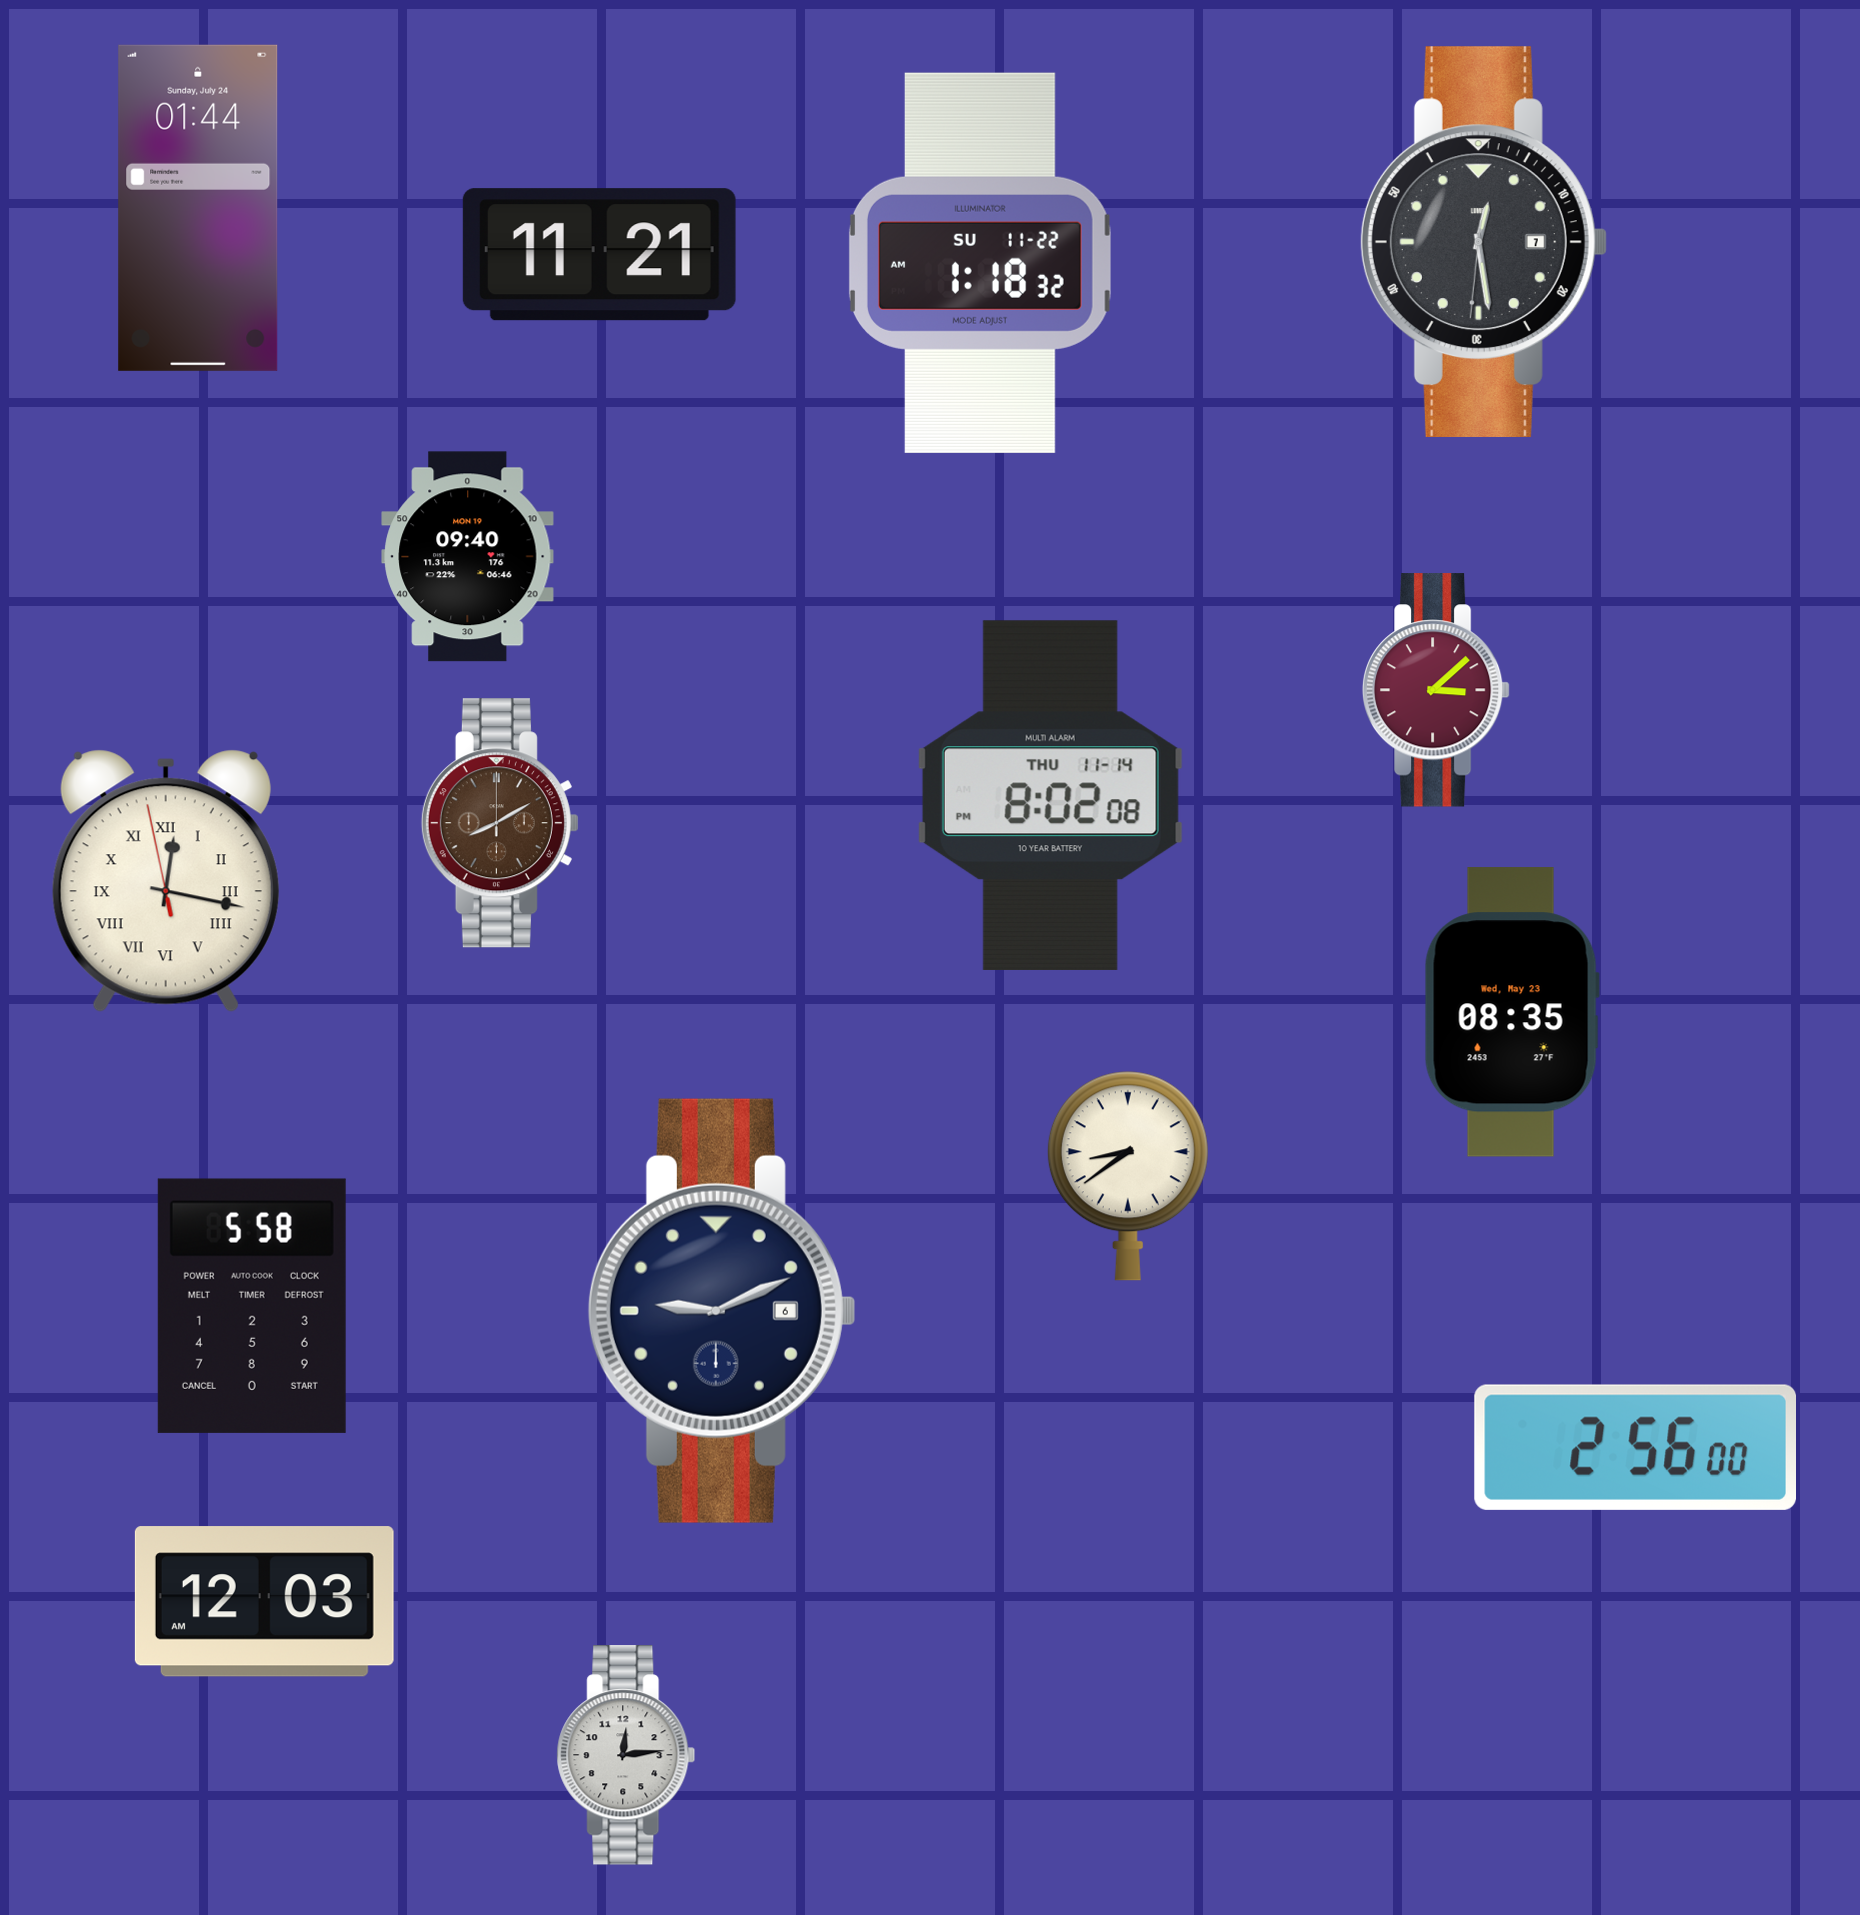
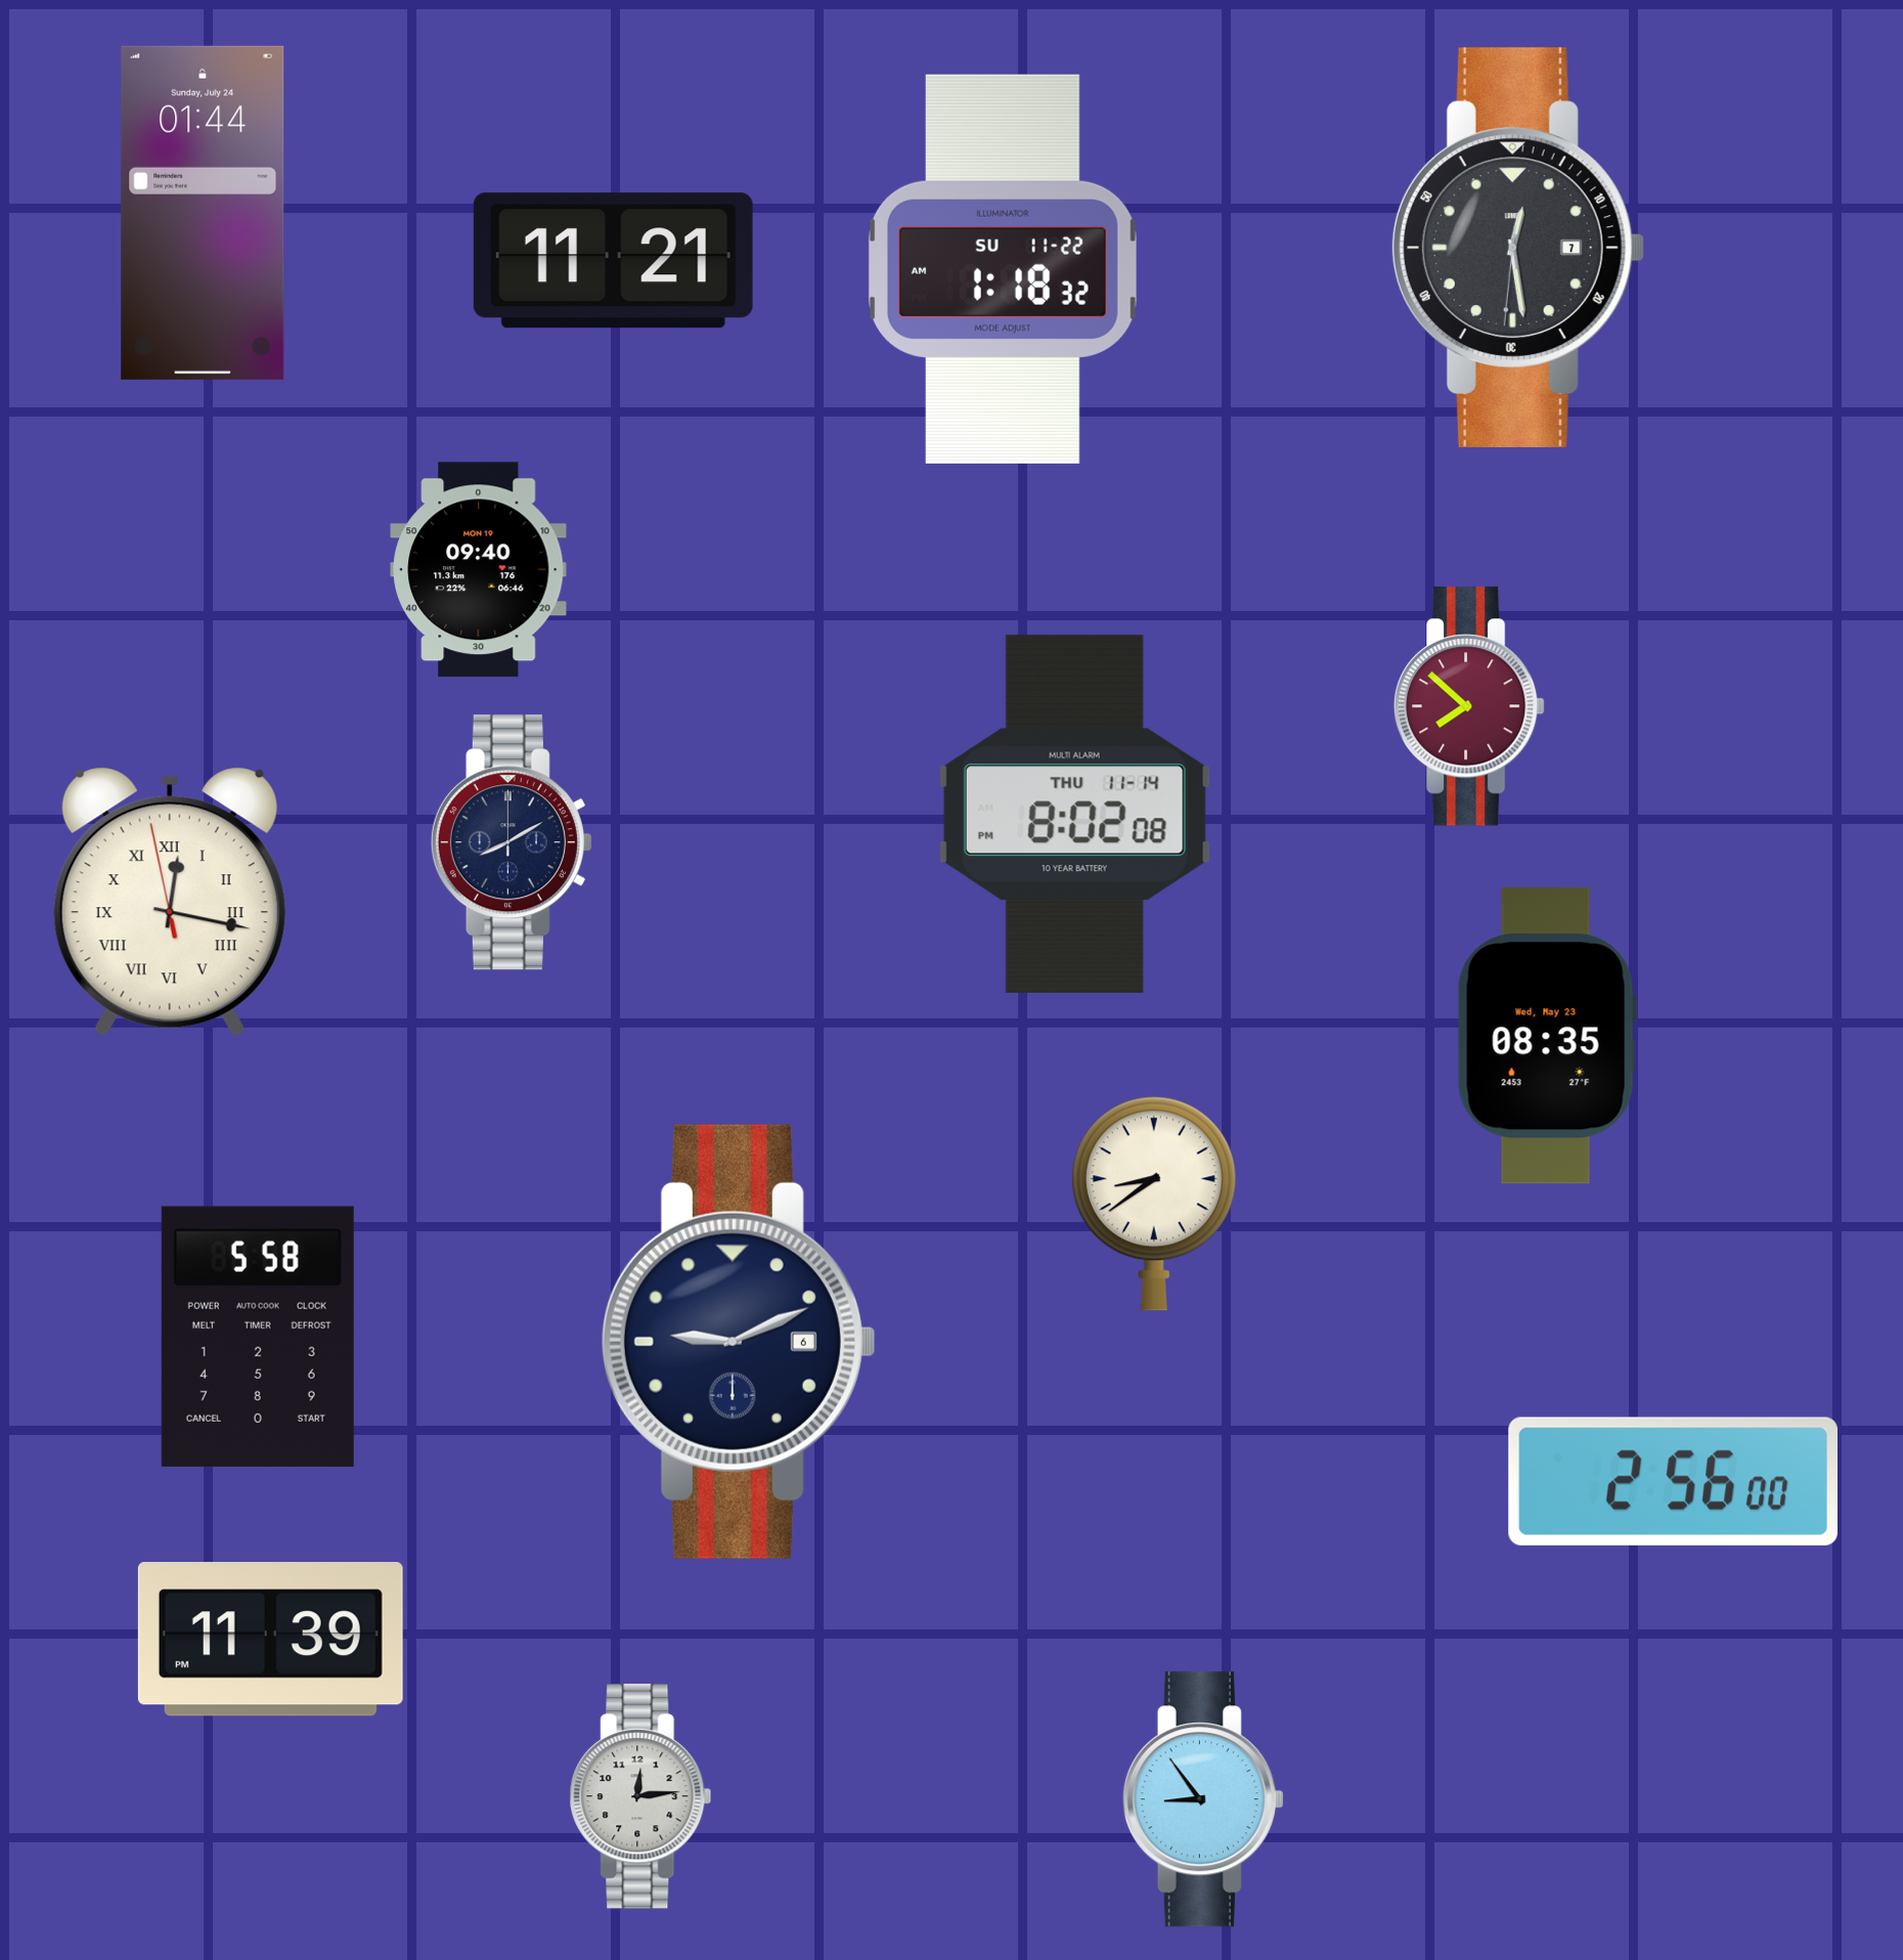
clock at (1436, 690): 3:08 -> 7:52
clock at (500, 823) dial: brown -> navy
clock at (264, 1602): 12:03 -> 11:39
clock at (1203, 1799): none -> 8:54
